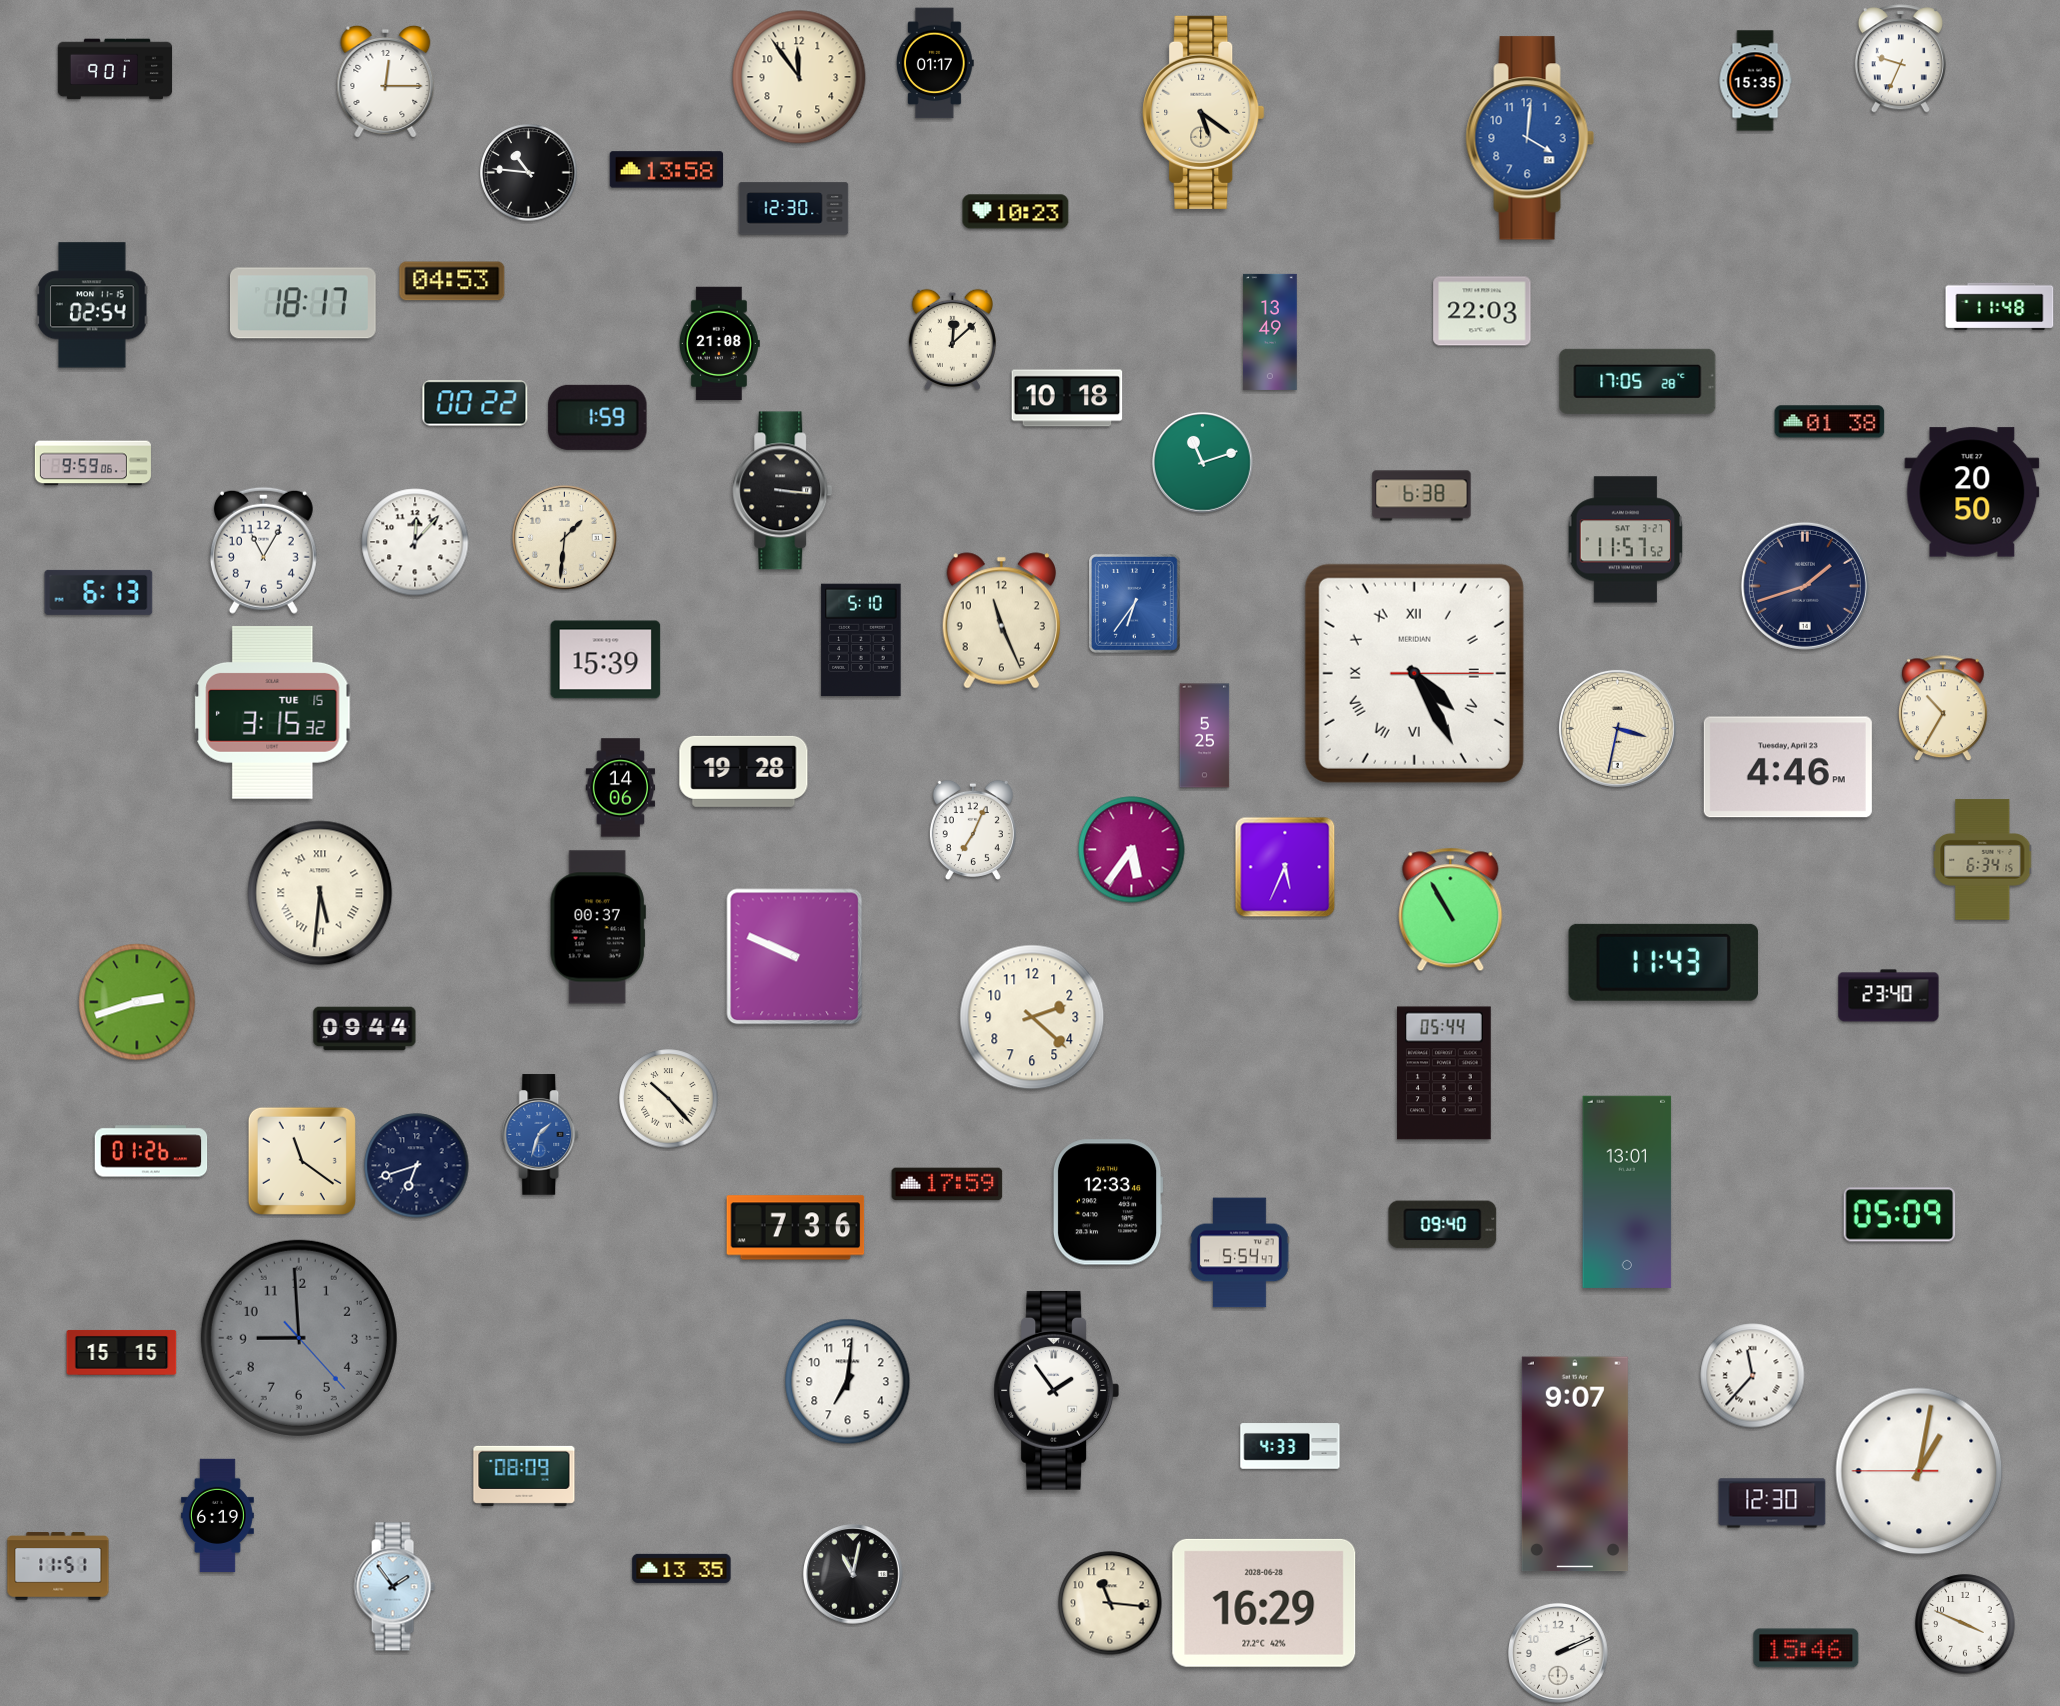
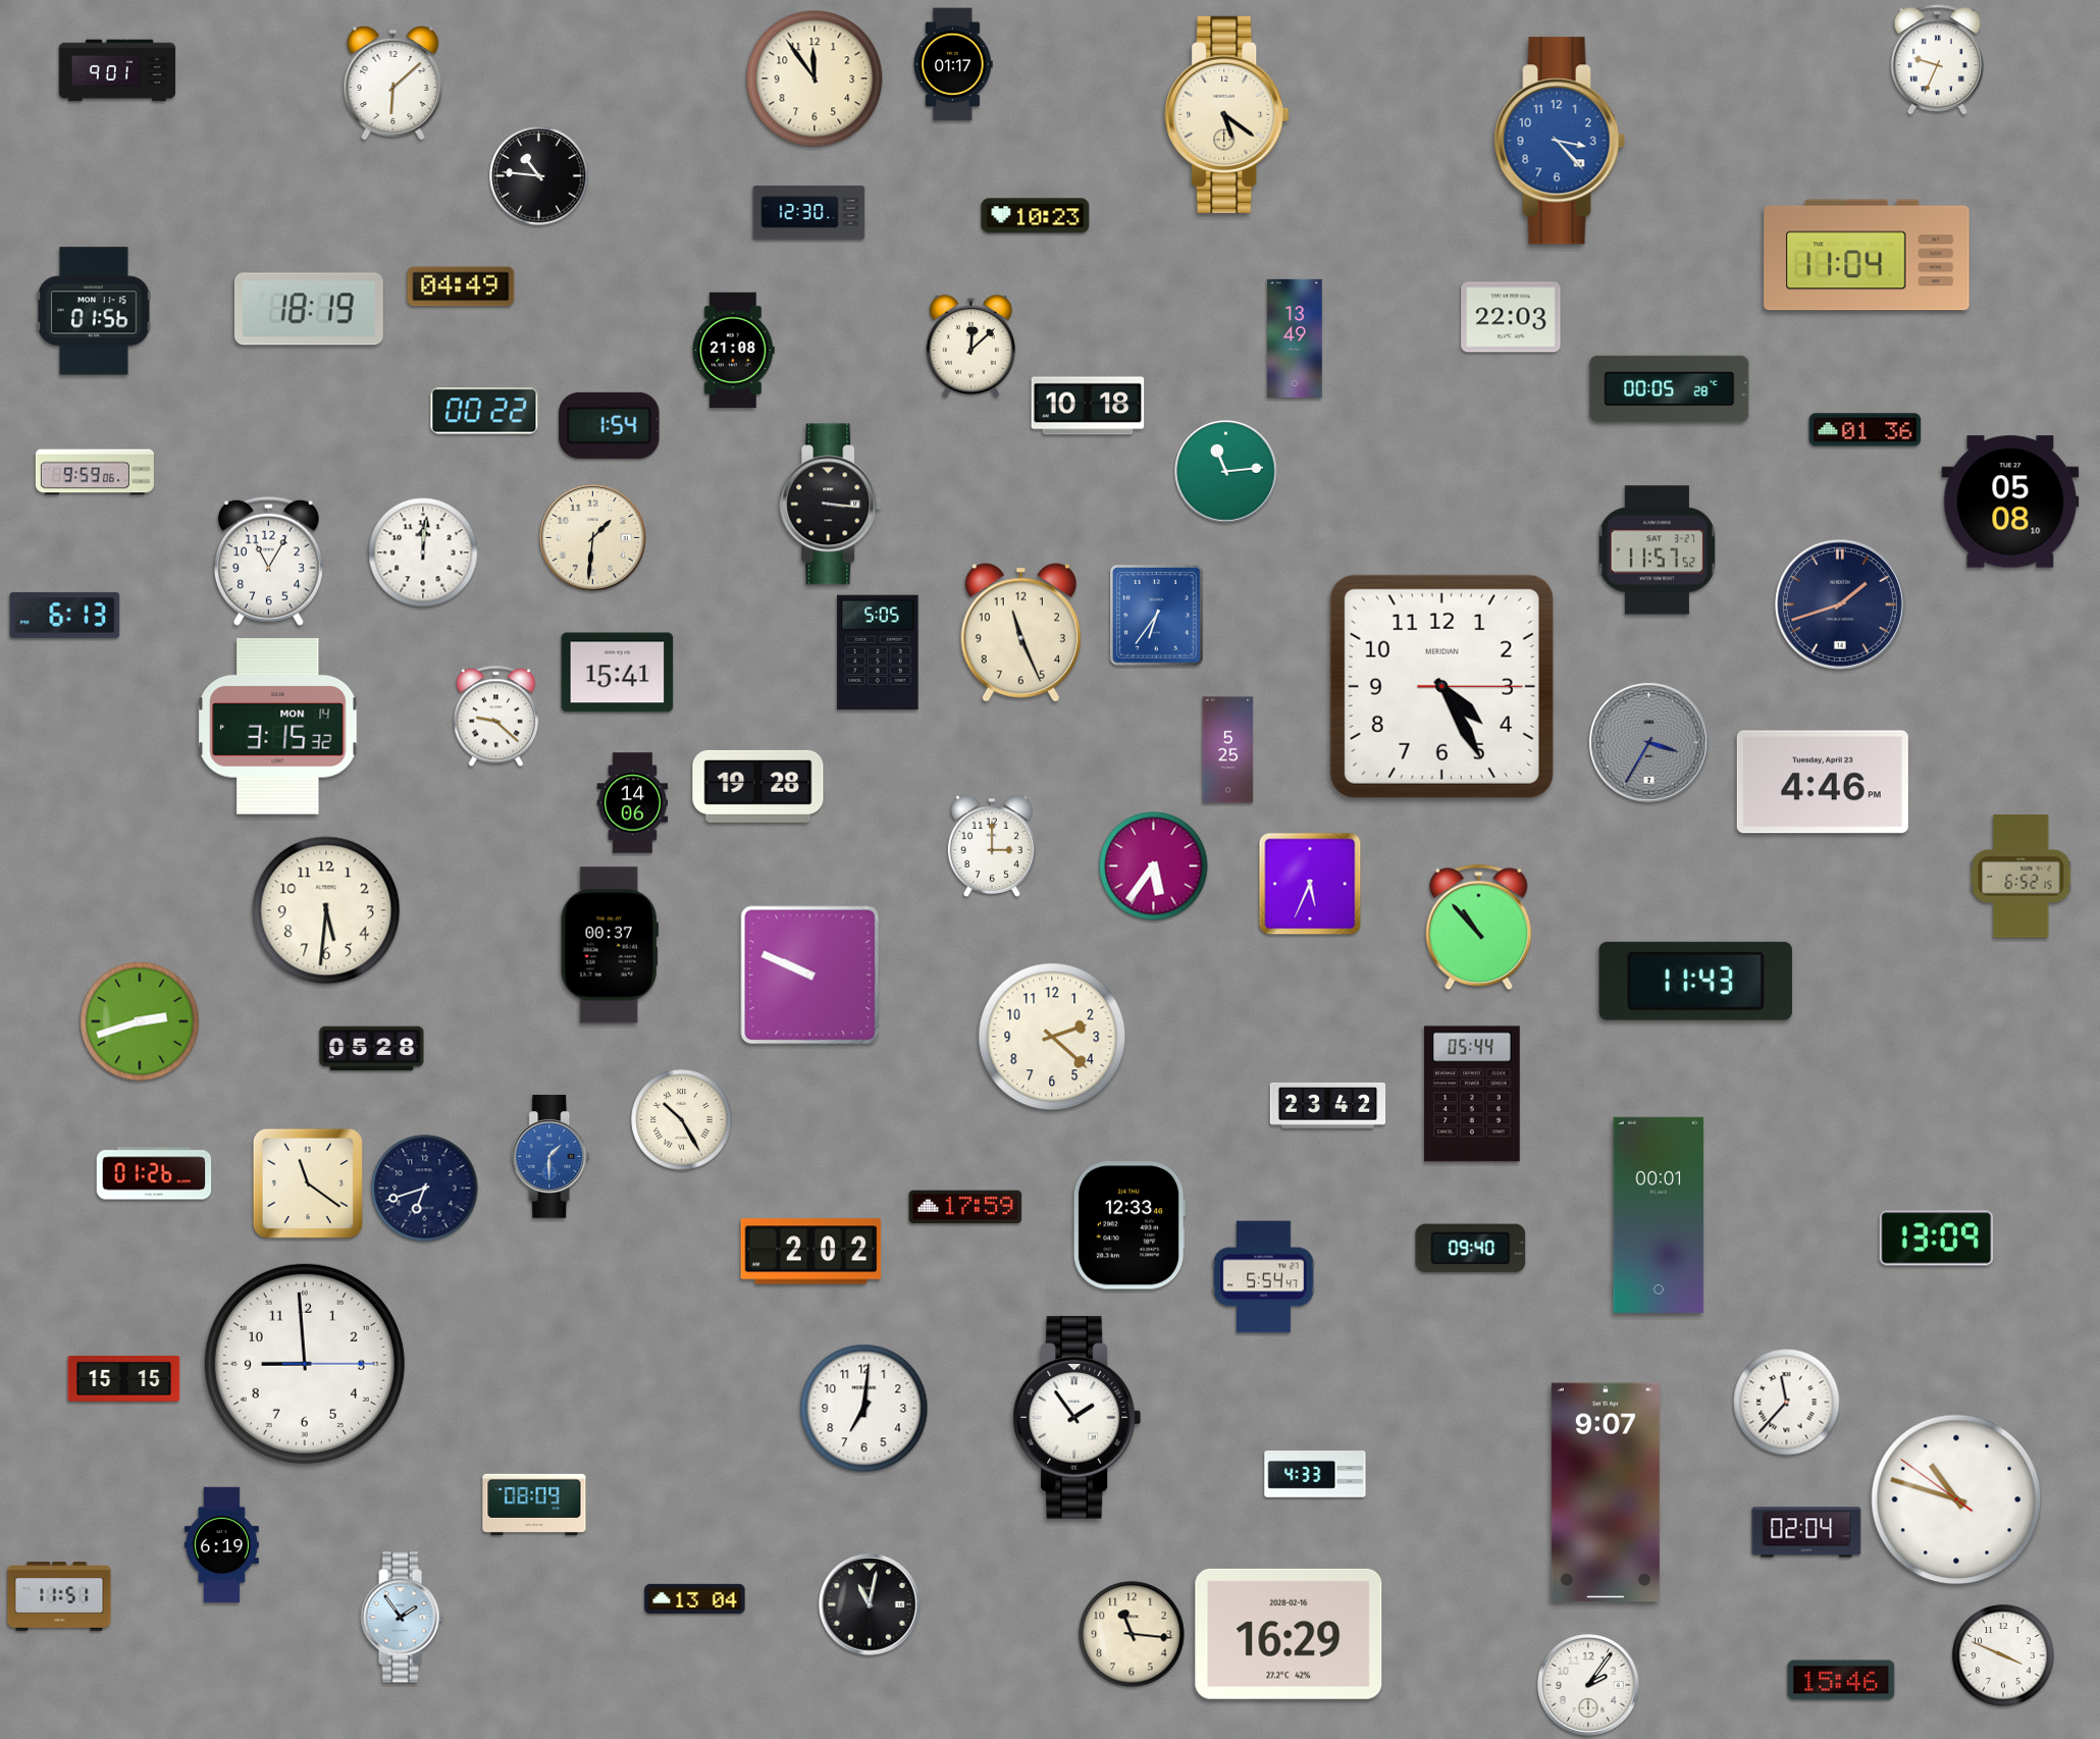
clock at (386, 81): 12:15 -> 6:08
clock at (1755, 81): 15:35 -> none
clock at (1530, 138): 4:01 -> 3:23
clock at (667, 170): 13:58 -> none
clock at (1867, 255): none -> 11:04
clock at (452, 281): 04:53 -> 04:49
clock at (303, 303): 18:17 -> 18:19
clock at (92, 305): 02:54 -> 01:56
clock at (2000, 306): 11:48 -> none
clock at (1638, 381): 17:05 -> 00:05
clock at (598, 417): 1:59 -> 1:54
clock at (1830, 422): 01:38 -> 01:36
clock at (1203, 463): 11:12 -> 11:14
clock at (783, 491) position: (783, 491) -> (831, 505)
clock at (1972, 492): 20:50 -> 05:08
clock at (1422, 496): 6:38 -> none
clock at (565, 538) position: (565, 538) -> (593, 538)
clock at (415, 542): 12:07 -> 12:01
clock at (1805, 586) position: (1805, 586) -> (1840, 604)
clock at (99, 592) position: (99, 592) -> (65, 615)
clock at (861, 640): 5:10 -> 5:05
clock at (606, 660): 15:39 -> 15:41
clock at (1414, 673) numerals: Roman -> Arabic
clock at (495, 717): none -> 9:22
clock at (1944, 709): 10:35 -> none
clock at (273, 712) date: TUE 15 -> MON 14
clock at (1617, 728): 3:32 -> 3:35
clock at (1617, 728) dial: cream -> grey
clock at (973, 830): 7:04 -> 3:00
clock at (1983, 860): 6:34 -> 6:52
clock at (320, 893) numerals: Roman -> Arabic
clock at (1451, 910): 10:55 -> 10:53
clock at (1889, 996): 23:40 -> none
clock at (365, 1029): 09:44 -> 05:28
clock at (1328, 1106): none -> 23:42
clock at (669, 1099): 10:23 -> 10:25
clock at (541, 1135): 1:33 -> 1:30
clock at (1627, 1192): 13:01 -> 00:01
clock at (1900, 1215): 05:09 -> 13:09
clock at (796, 1228): 7:36 -> 2:02
clock at (299, 1338): 8:59:23 -> 8:59:15
clock at (299, 1338) dial: grey -> white
clock at (1919, 1471): 1:01 -> 10:47
clock at (1772, 1503): 12:30 -> 02:04
clock at (682, 1568): 13:35 -> 13:04
clock at (1264, 1603) date: 2028-06-28 -> 2028-02-16
clock at (1559, 1654): 2:11 -> 2:06
